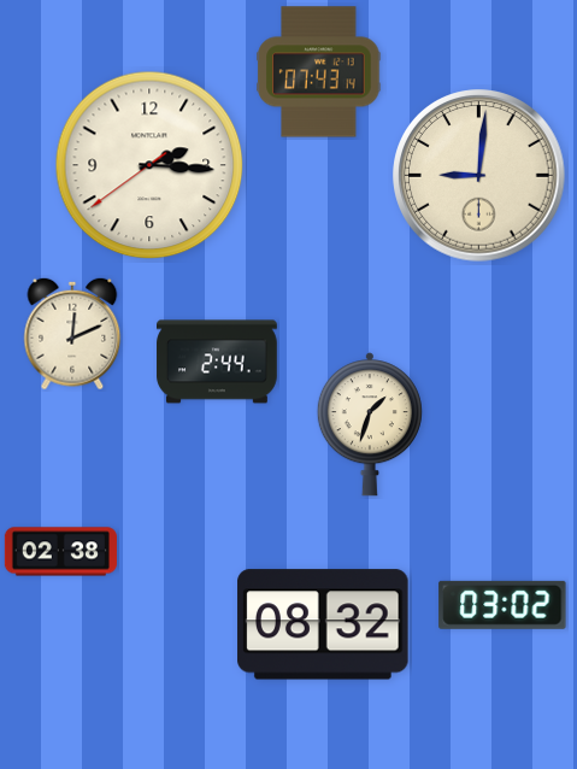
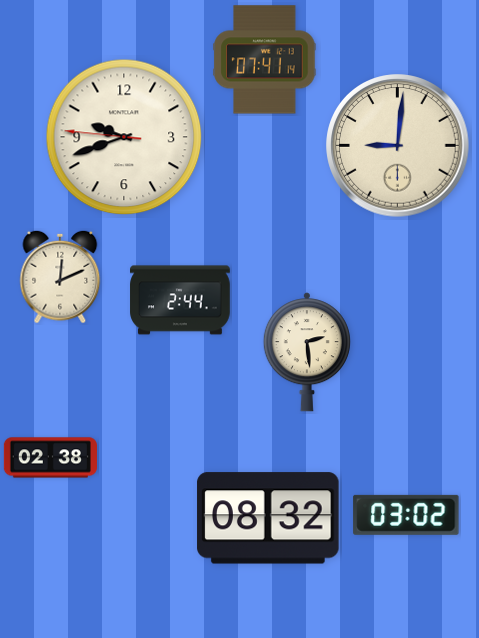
clock at (319, 72): 07:43 -> 07:41
clock at (149, 165): 2:15 -> 9:41
clock at (370, 424): 1:33 -> 2:29
clock at (502, 605) position: (502, 605) -> (406, 515)
